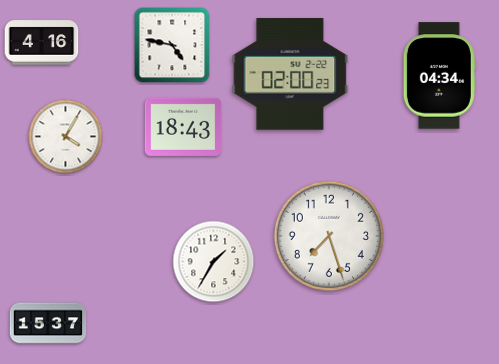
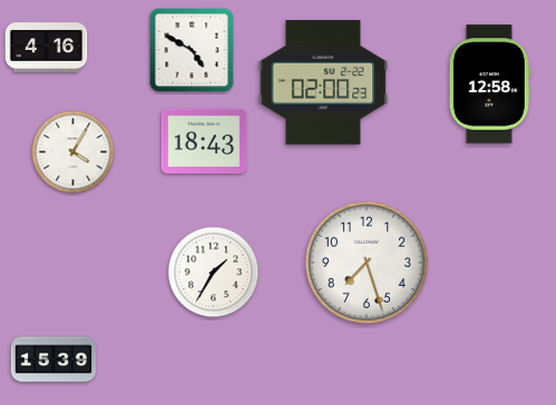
clock at (172, 45): 4:47 -> 4:50
clock at (439, 76): 04:34 -> 12:58
clock at (214, 262) position: (214, 262) -> (214, 273)
clock at (48, 323): 15:37 -> 15:39
